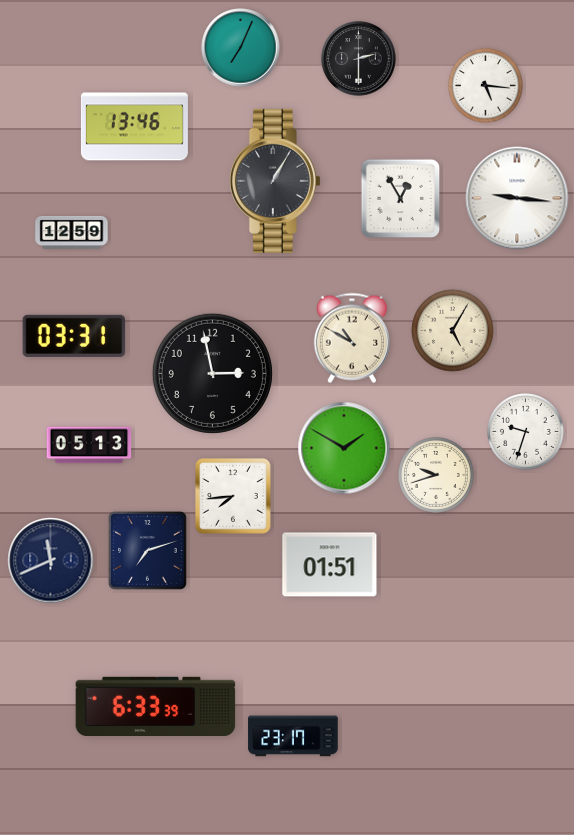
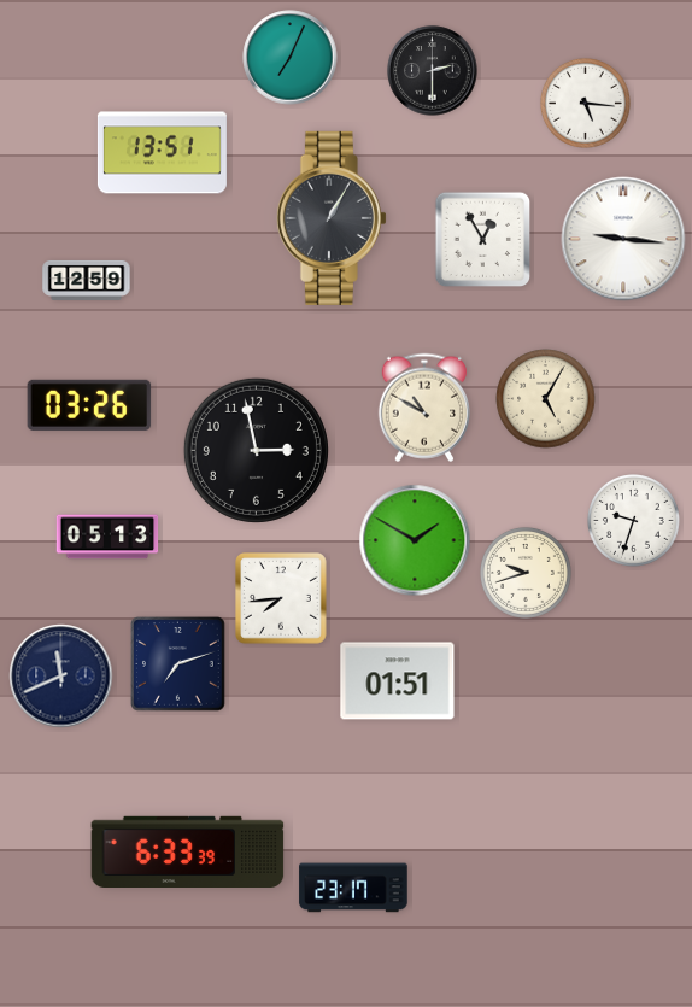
clock at (134, 127): 13:46 -> 13:51
clock at (74, 336): 03:31 -> 03:26
